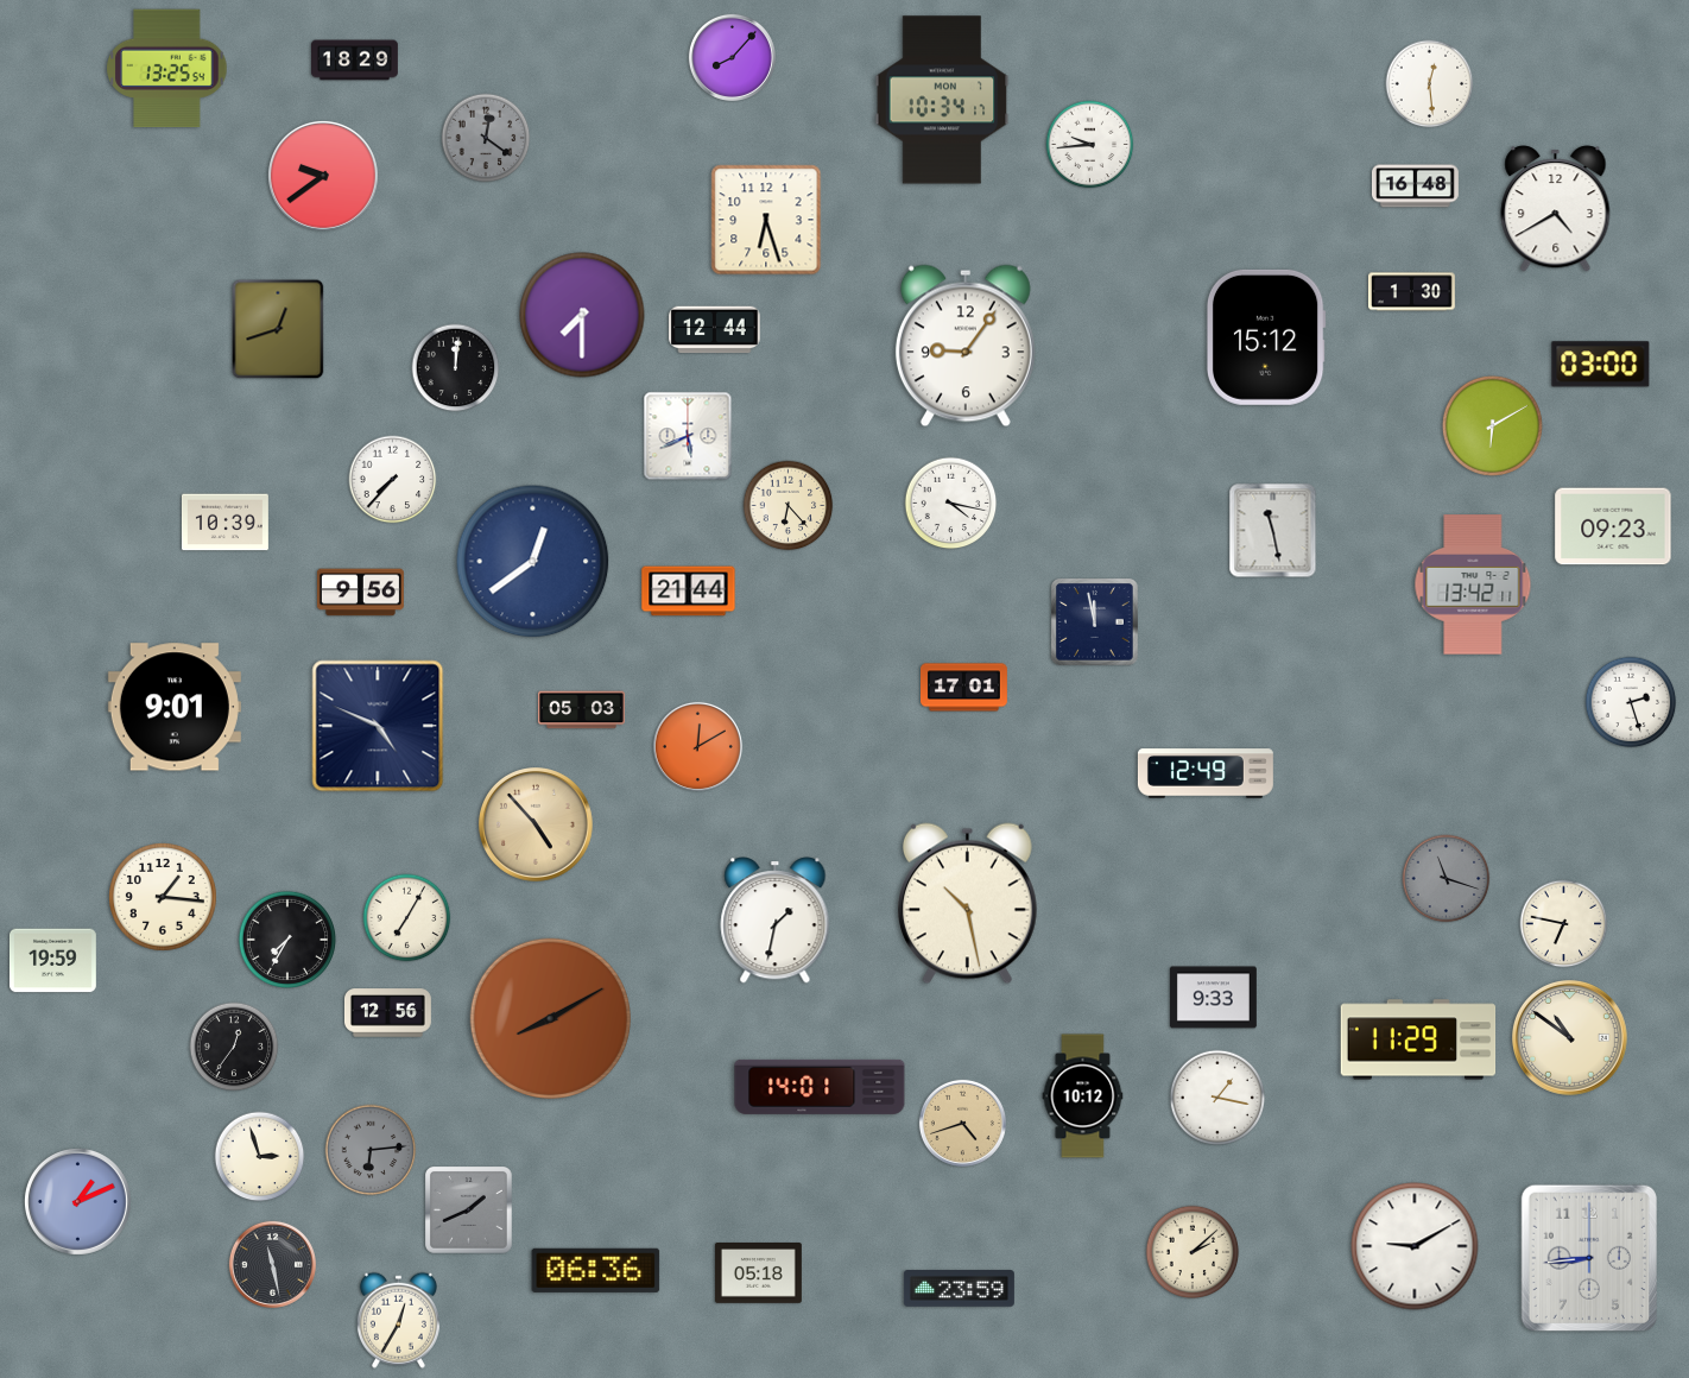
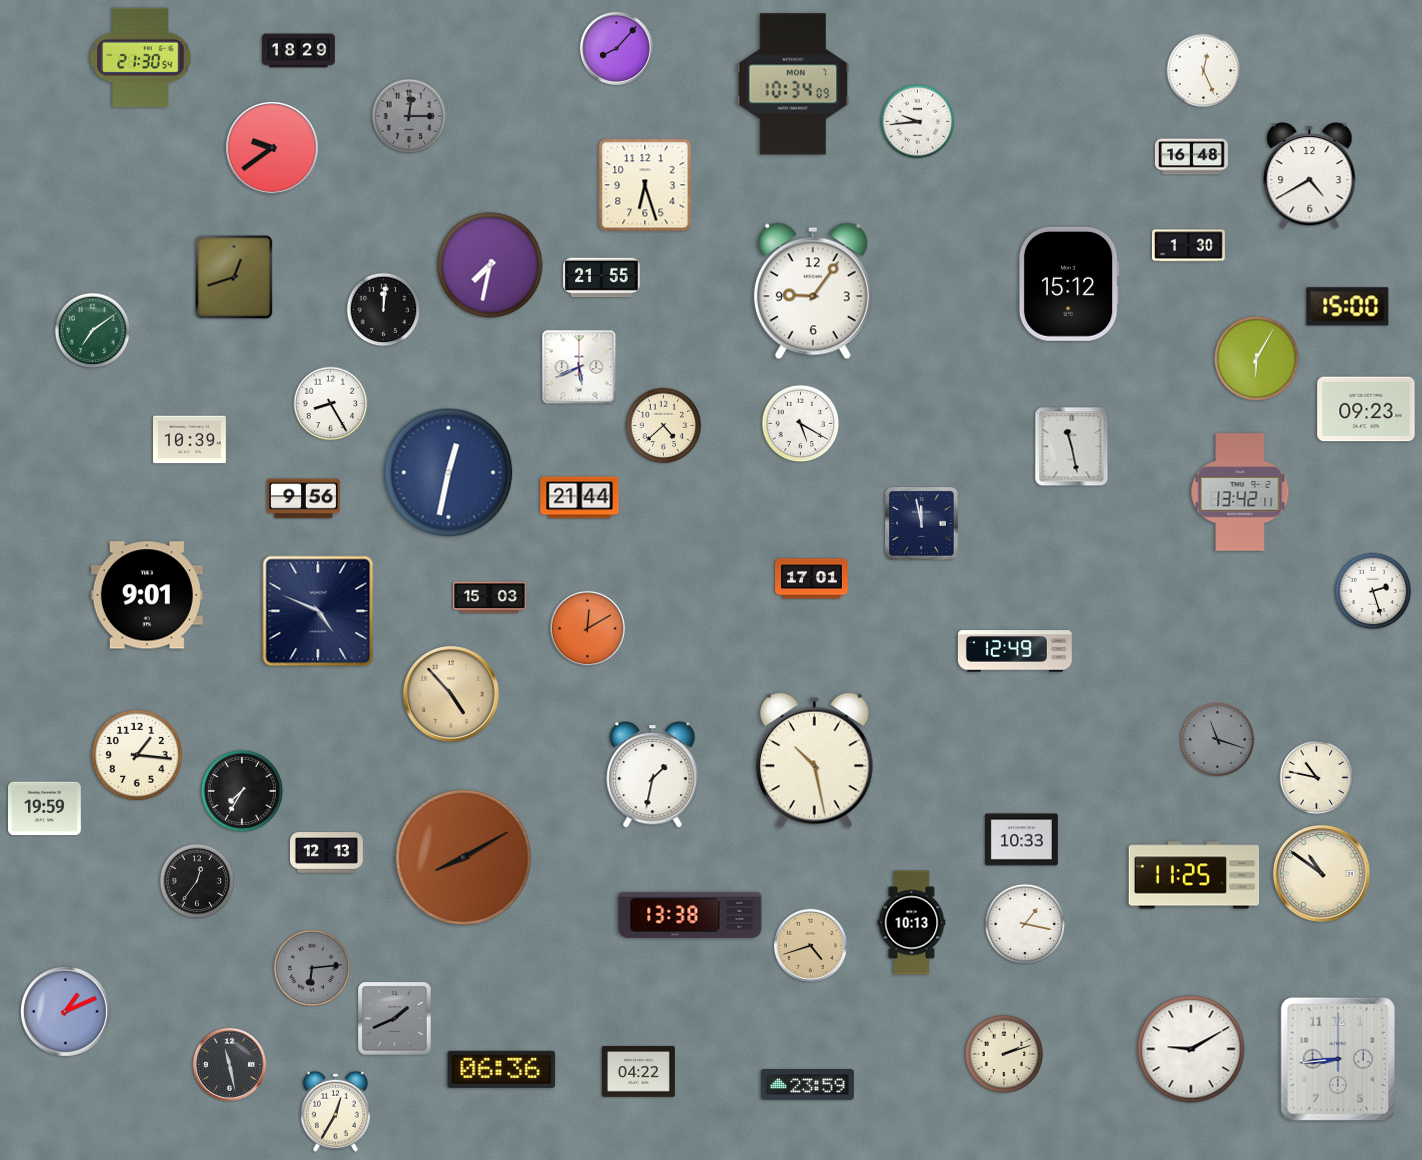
clock at (167, 69): 13:25 -> 21:30
clock at (1430, 84): 12:29 -> 12:26
clock at (942, 100): 10:34:17 -> 10:34:09
clock at (486, 138): 12:21 -> 12:15
clock at (582, 315): 7:30 -> 7:32
clock at (715, 330): 12:44 -> 21:55
clock at (1266, 337) position: (1266, 337) -> (1069, 284)
clock at (1601, 365): 03:00 -> 15:00
clock at (93, 331): none -> 7:09
clock at (1492, 425): 6:10 -> 6:05
clock at (393, 480): 7:37 -> 8:25
clock at (951, 504): 4:17 -> 5:20
clock at (789, 506): 6:23 -> 4:38
clock at (1613, 526) position: (1613, 526) -> (1366, 409)
clock at (533, 562): 12:39 -> 12:32
clock at (582, 710): 05:03 -> 15:03
clock at (407, 918): 7:05 -> none
clock at (1564, 924): 6:47 -> 10:47
clock at (1213, 998): 9:33 -> 10:33
clock at (387, 1013): 12:56 -> 12:13
clock at (1418, 1039): 11:29 -> 11:25
clock at (820, 1087): 14:01 -> 13:38
clock at (1083, 1096): 10:12 -> 10:13
clock at (260, 1157): 2:57 -> none
clock at (1193, 1252): 2:08 -> 2:12
clock at (758, 1273): 05:18 -> 04:22
